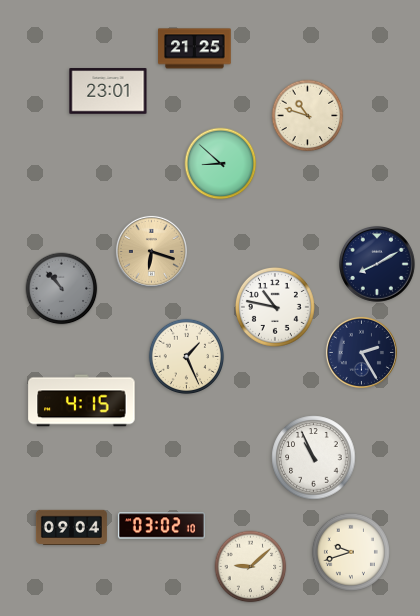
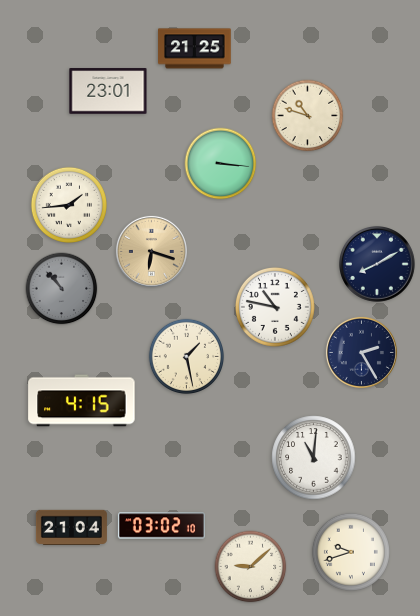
clock at (221, 164): 8:52 -> 3:16
clock at (68, 204): none -> 1:44
clock at (187, 357): 1:26 -> 1:28
clock at (314, 458): 10:56 -> 11:01
clock at (71, 527): 09:04 -> 21:04
